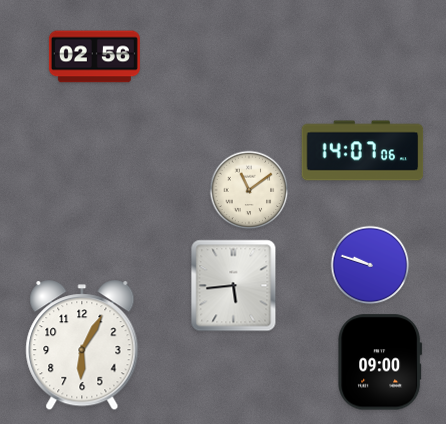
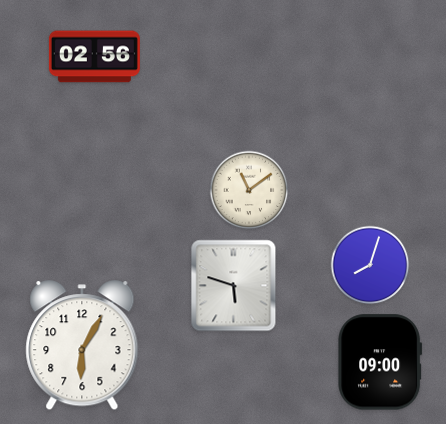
clock at (363, 151): 14:07 -> none
clock at (370, 265): 9:48 -> 8:03
clock at (234, 286): 5:44 -> 5:48
